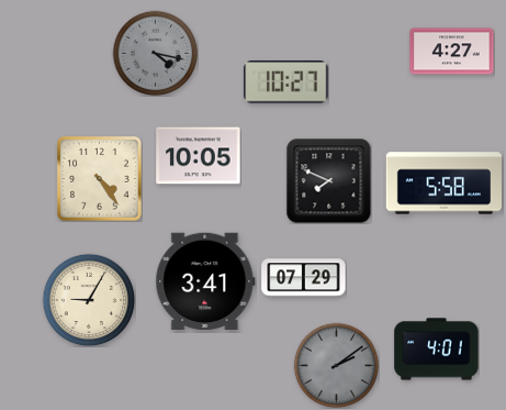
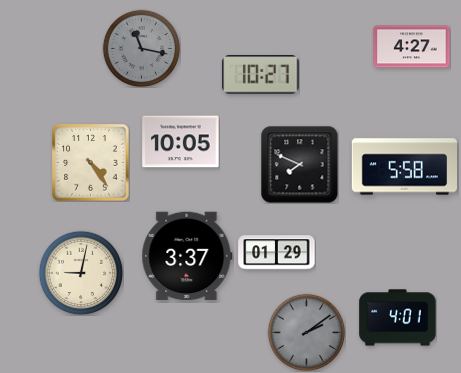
clock at (155, 53): 4:17 -> 11:17
clock at (304, 278): 07:29 -> 01:29
clock at (205, 281): 3:41 -> 3:37
clock at (89, 300): 9:05 -> 9:02
